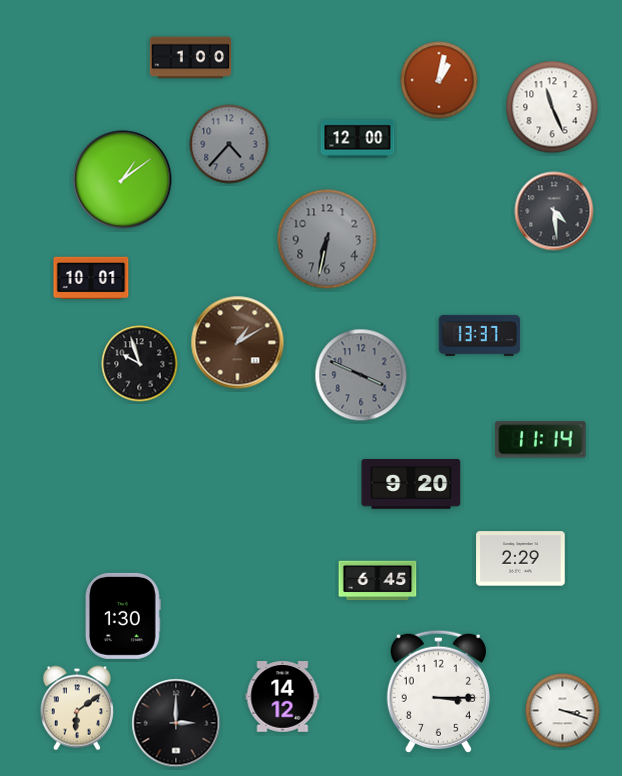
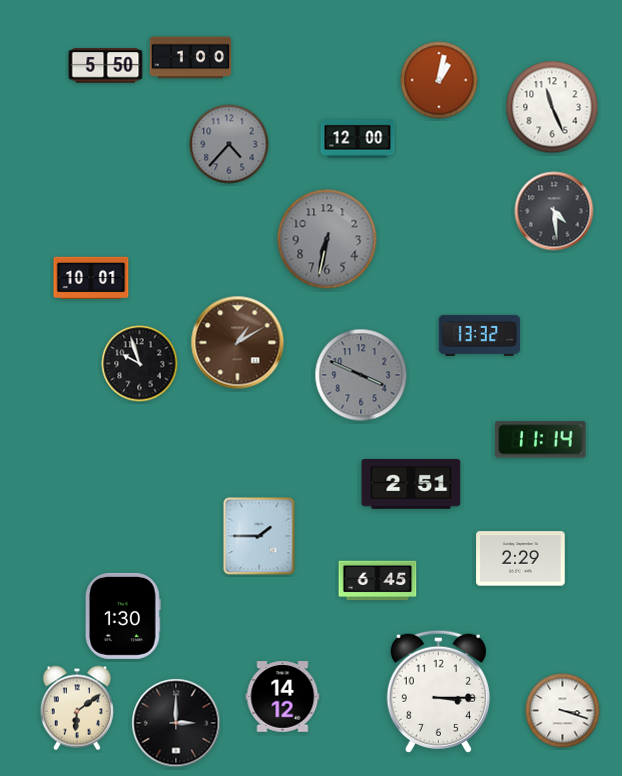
clock at (106, 66): none -> 5:50
clock at (123, 180): 1:09 -> none
clock at (480, 335): 13:37 -> 13:32
clock at (411, 485): 9:20 -> 2:51
clock at (259, 536): none -> 1:45
